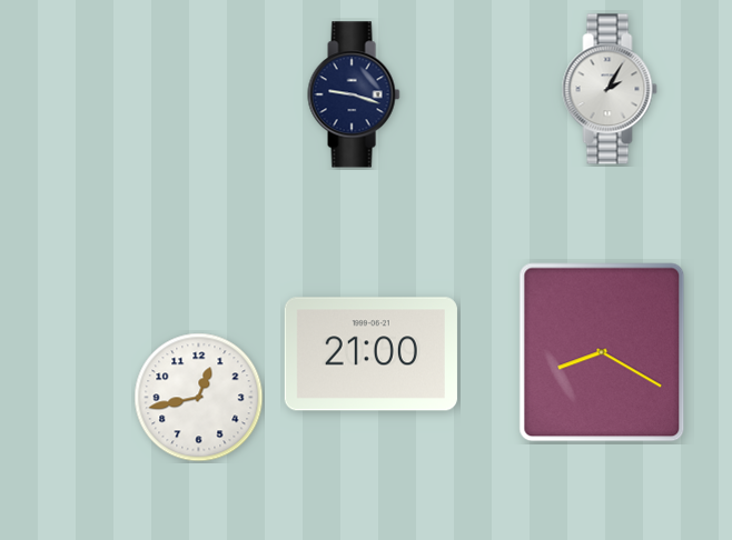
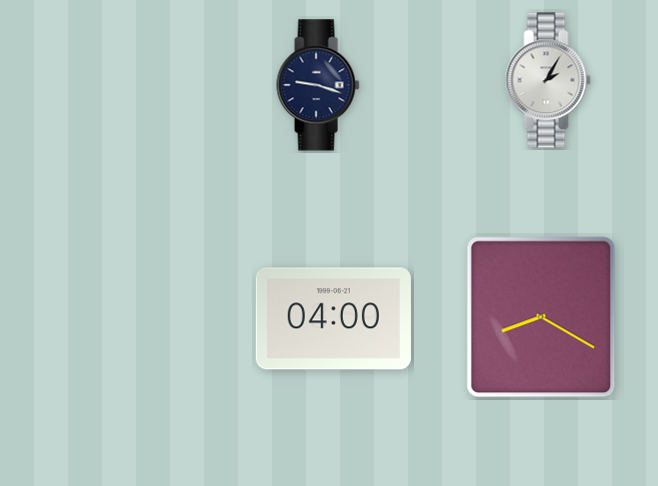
clock at (370, 354): 21:00 -> 04:00
clock at (199, 398): 12:43 -> none
